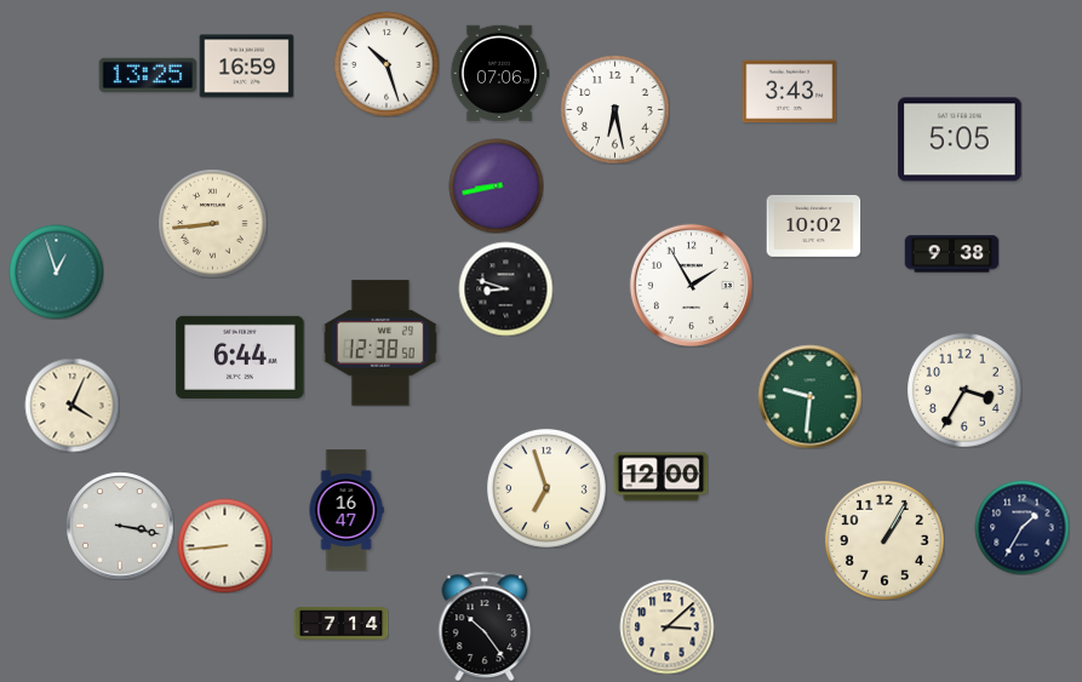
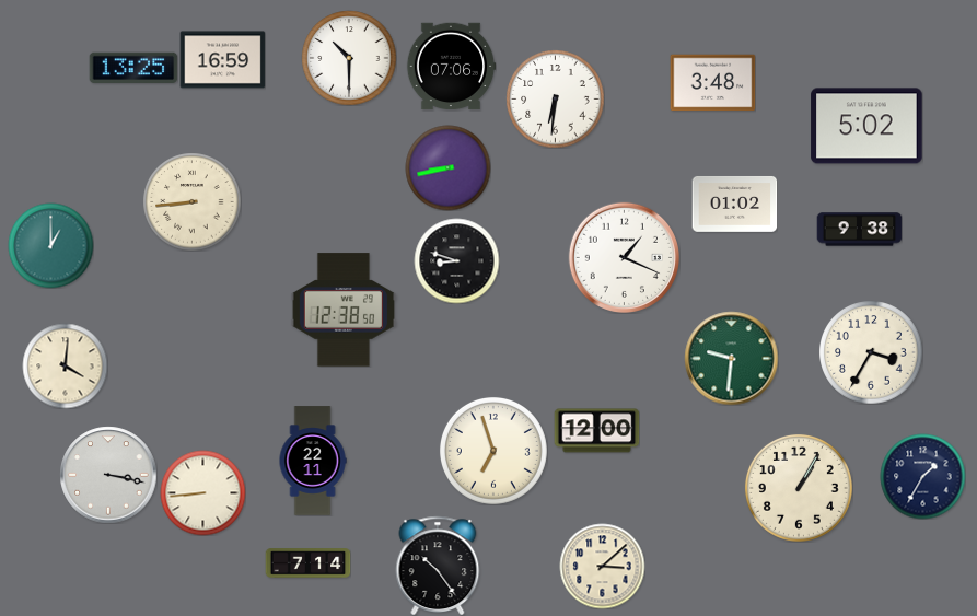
clock at (387, 64): 10:27 -> 10:30
clock at (789, 92): 3:43 -> 3:48
clock at (614, 109): 6:28 -> 6:31
clock at (960, 139): 5:05 -> 5:02
clock at (813, 225): 10:02 -> 01:02
clock at (56, 271): 12:57 -> 1:00
clock at (691, 285): 1:55 -> 1:19
clock at (240, 357): 6:44 -> none
clock at (71, 405): 4:04 -> 4:01
clock at (546, 488) position: (546, 488) -> (493, 451)
clock at (347, 510): 16:47 -> 22:11
